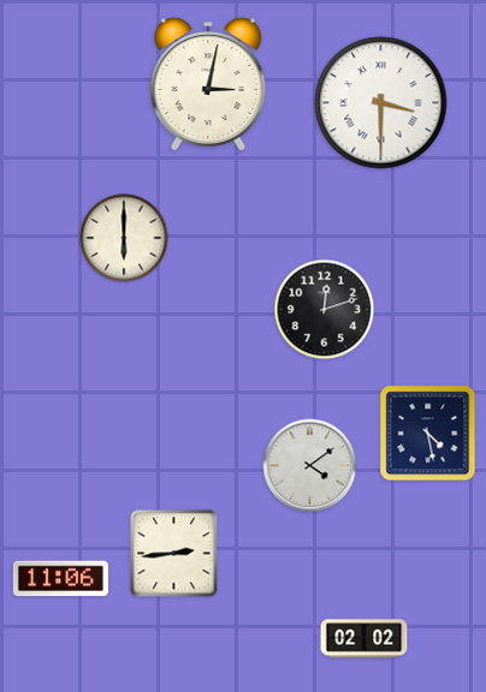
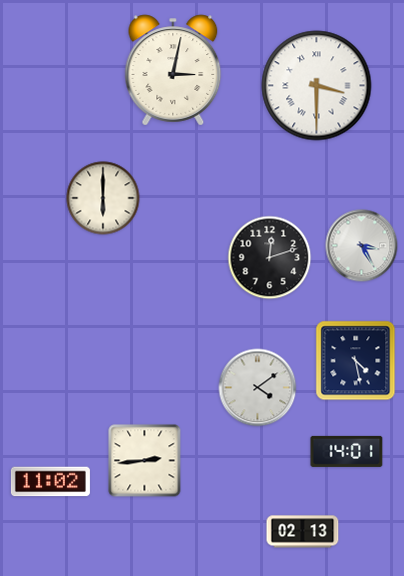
clock at (362, 246): none -> 3:25
clock at (347, 451): none -> 14:01
clock at (60, 579): 11:06 -> 11:02
clock at (364, 639): 02:02 -> 02:13
